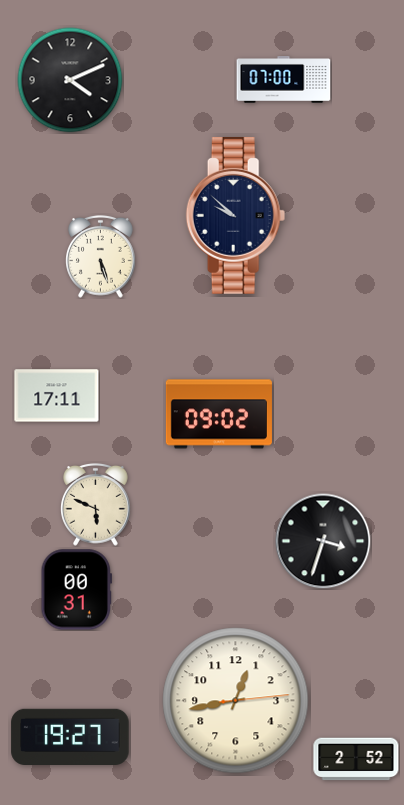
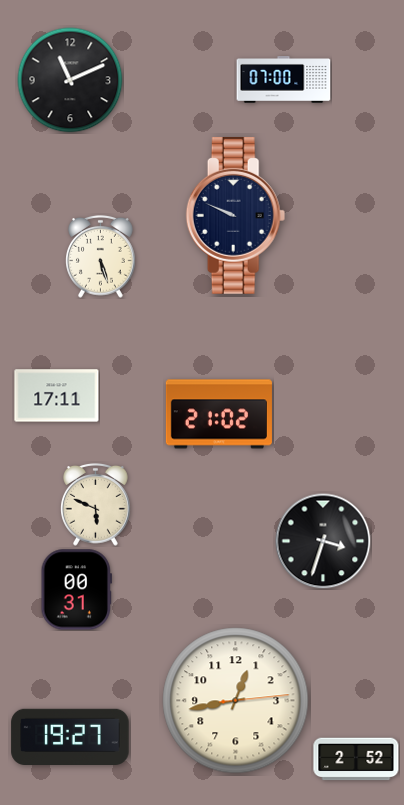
clock at (70, 80): 4:11 -> 11:11
clock at (236, 215): 9:52 -> 9:49
clock at (219, 414): 09:02 -> 21:02
